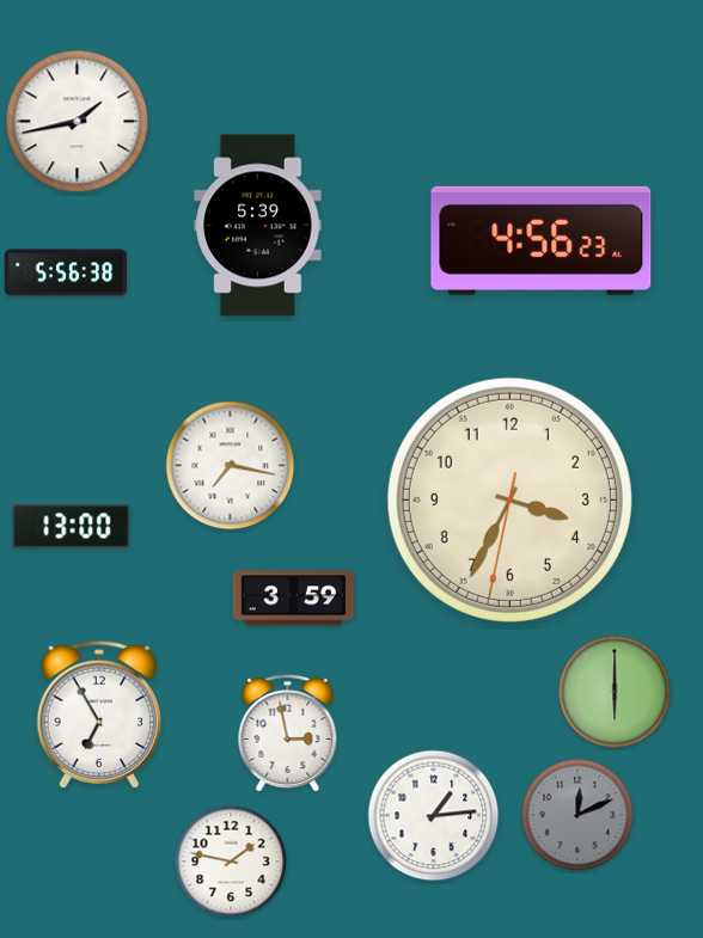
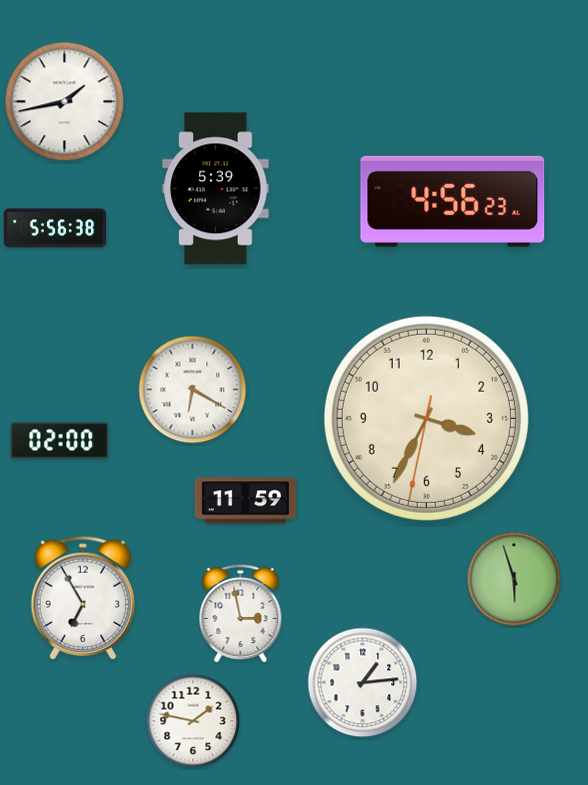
clock at (231, 466): 7:17 -> 6:20
clock at (72, 527): 13:00 -> 02:00
clock at (294, 599): 3:59 -> 11:59
clock at (615, 692): 6:00 -> 5:57
clock at (577, 815): 12:11 -> none
